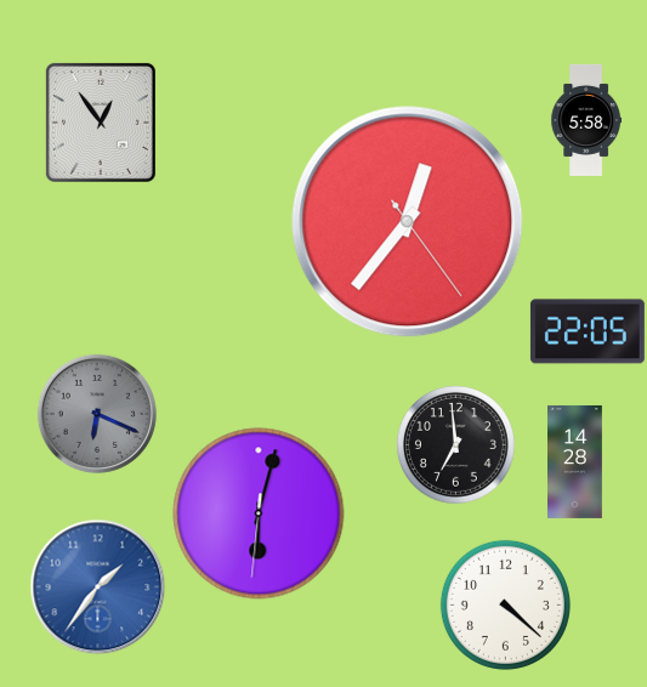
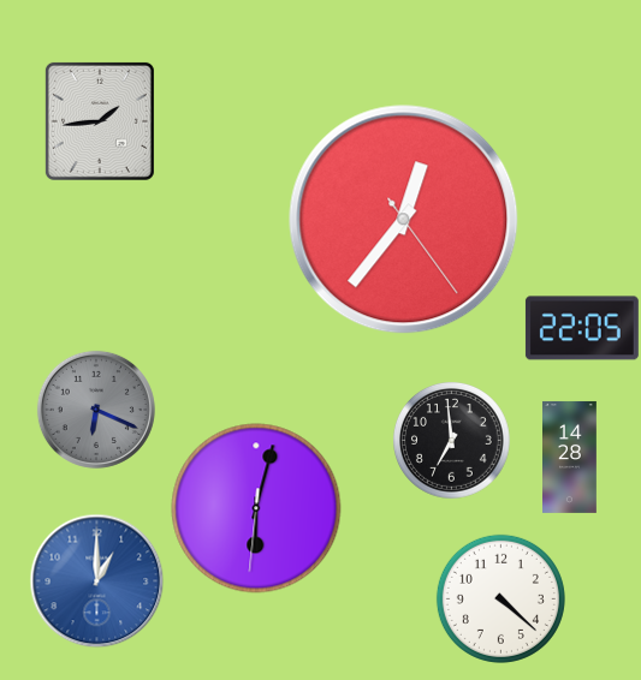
clock at (586, 120): 5:58 -> none
clock at (101, 123): 12:54 -> 1:44
clock at (97, 586): 1:36 -> 1:00
